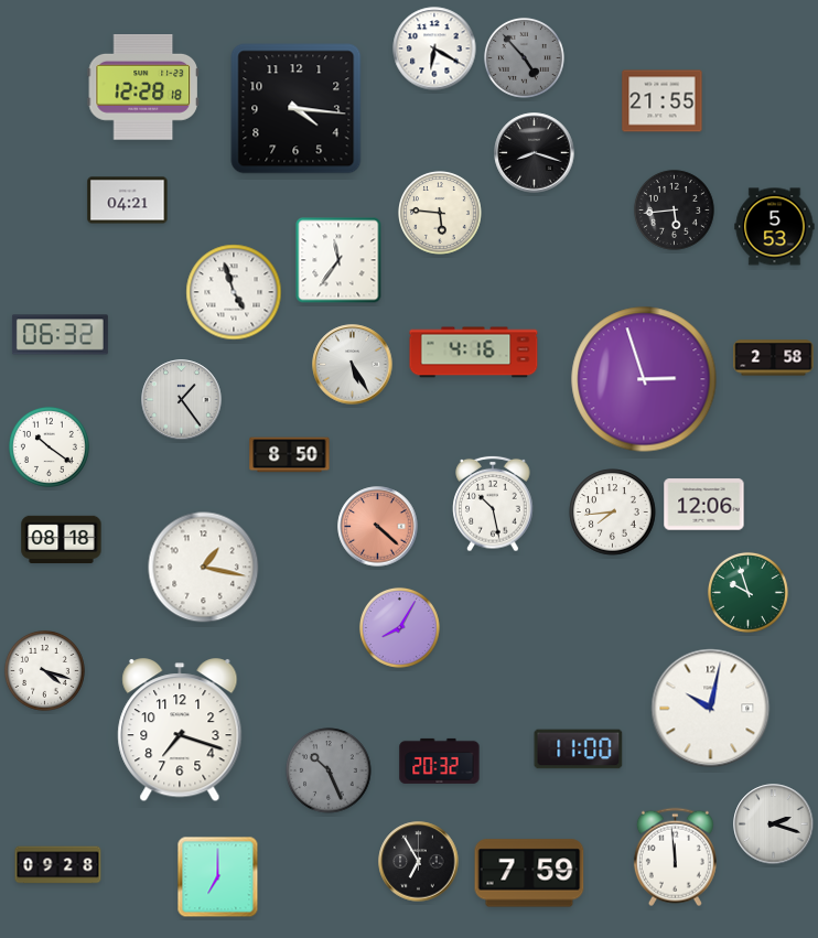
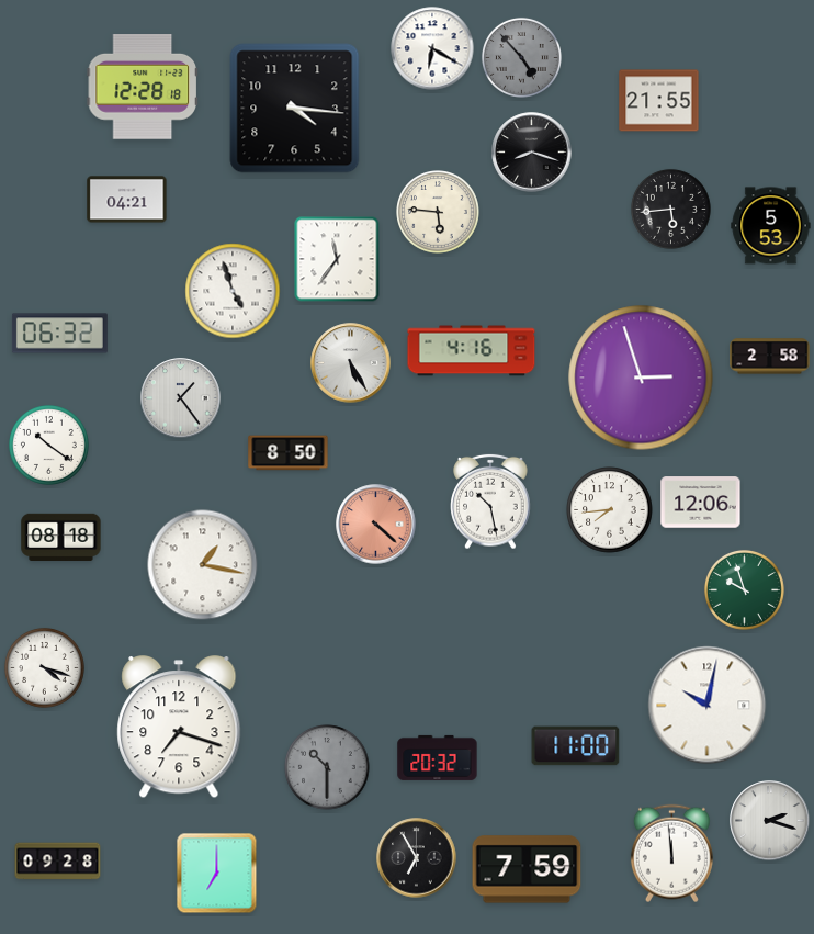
clock at (399, 627): 8:05 -> none
clock at (329, 770): 10:26 -> 10:30
